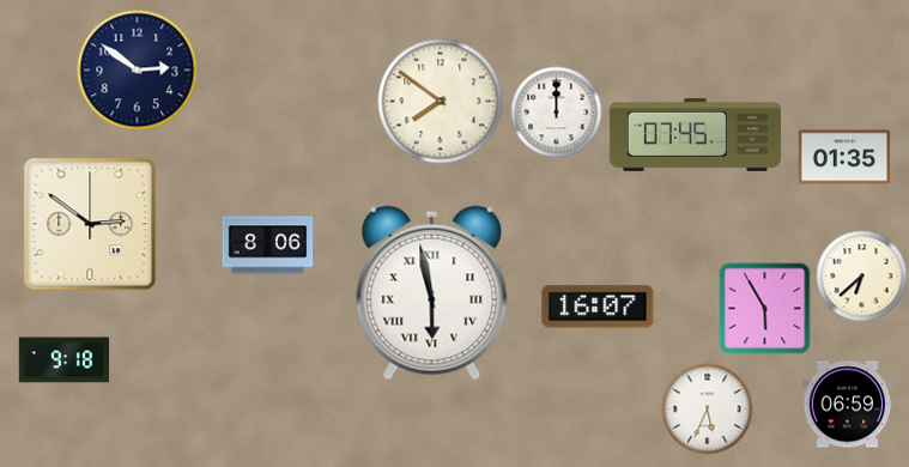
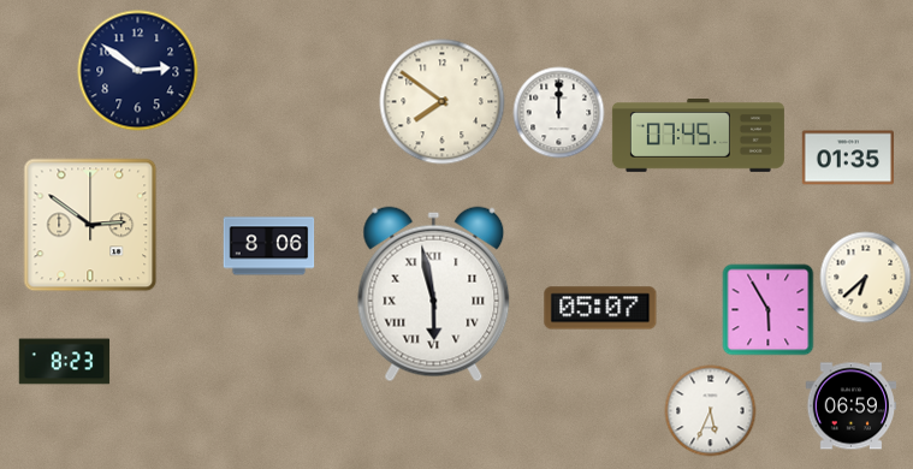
clock at (598, 307): 16:07 -> 05:07
clock at (65, 360): 9:18 -> 8:23
